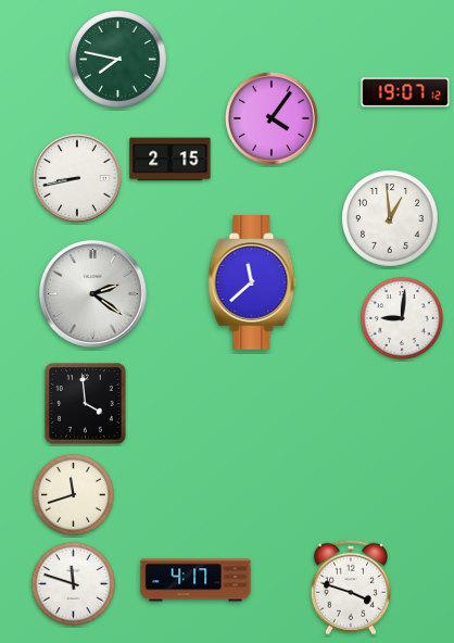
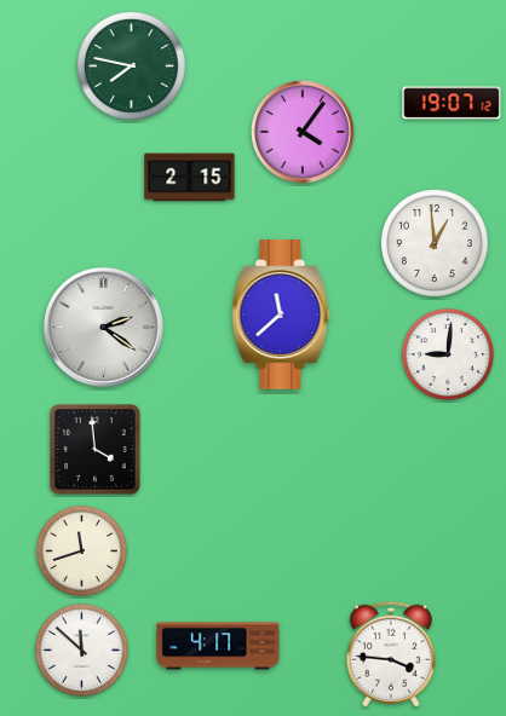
clock at (77, 178): 8:43 -> none
clock at (73, 583): 11:48 -> 11:52
clock at (351, 588): 3:48 -> 3:46
